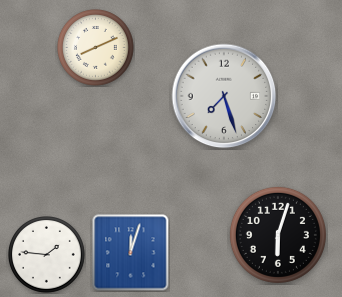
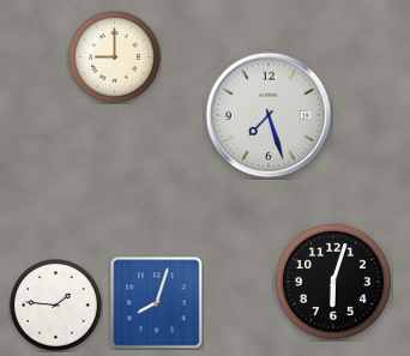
clock at (96, 48): 8:11 -> 9:00
clock at (131, 253): 12:03 -> 8:03
